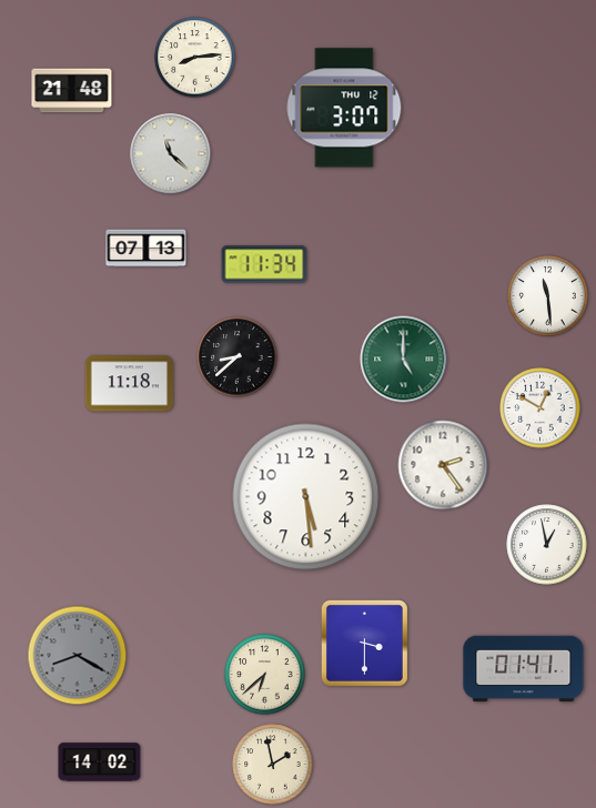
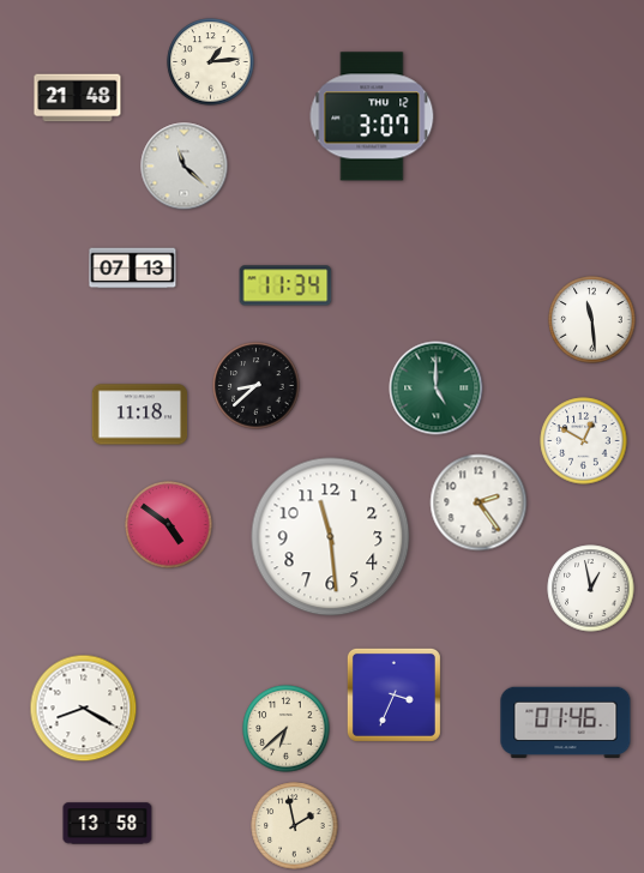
clock at (195, 58): 8:14 -> 1:14
clock at (147, 249) position: (147, 249) -> (133, 269)
clock at (169, 525): none -> 4:51
clock at (306, 497): 5:29 -> 11:29
clock at (364, 643): 3:30 -> 3:34
clock at (78, 656) dial: grey -> white
clock at (524, 669): 01:41 -> 01:46
clock at (100, 762): 14:02 -> 13:58
